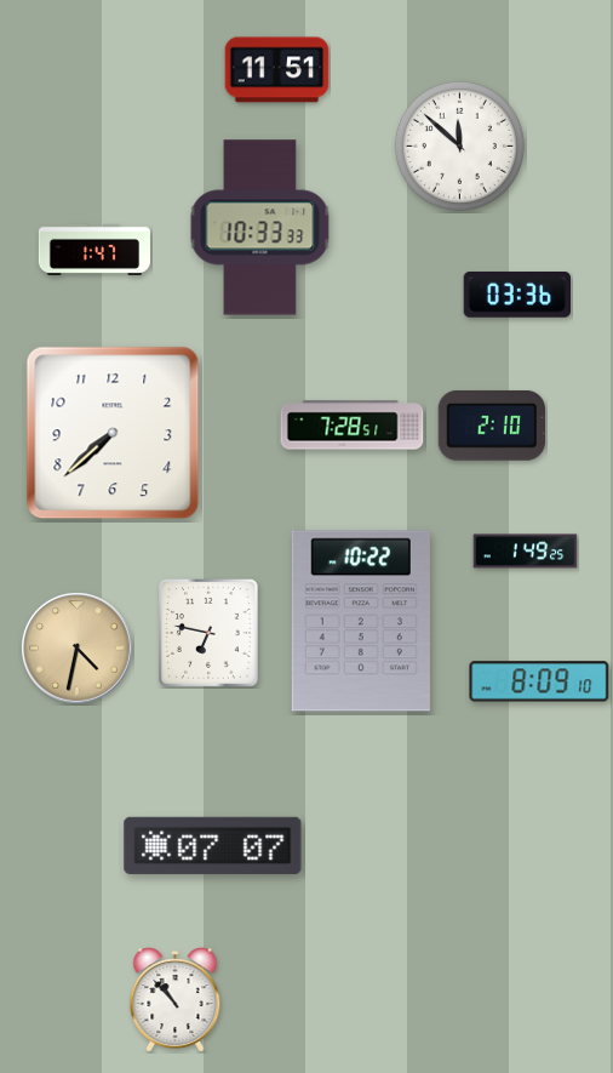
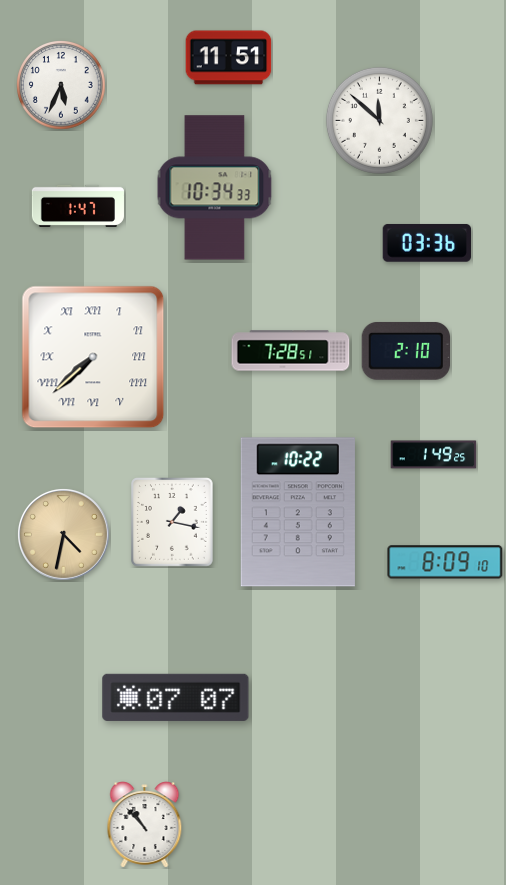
clock at (62, 86): none -> 5:34
clock at (260, 228): 10:33 -> 10:34
clock at (113, 433) numerals: Arabic -> Roman
clock at (210, 634): 6:47 -> 1:17
